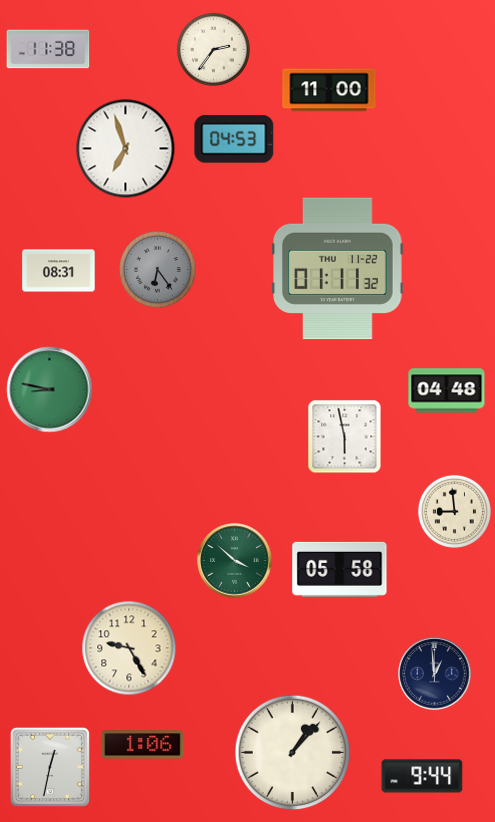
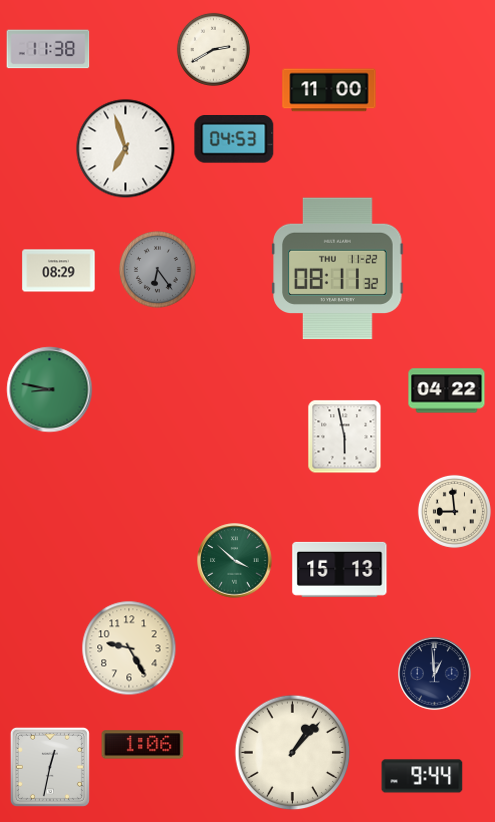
clock at (213, 49): 2:36 -> 2:40
clock at (338, 269): 01:11 -> 08:11
clock at (59, 271): 08:31 -> 08:29
clock at (447, 391): 04:48 -> 04:22
clock at (340, 569): 05:58 -> 15:13
